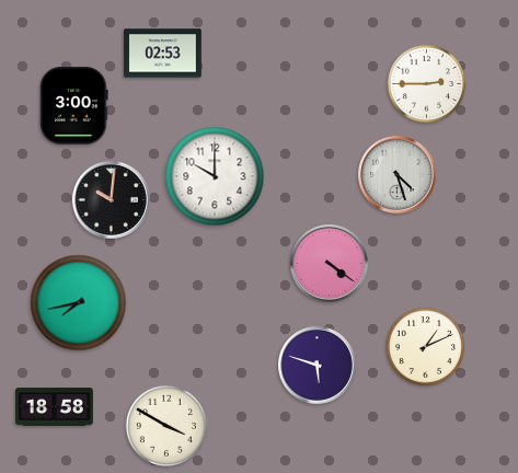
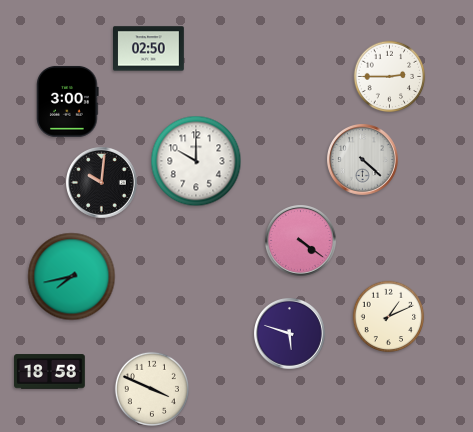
clock at (163, 54): 02:53 -> 02:50
clock at (74, 105) position: (74, 105) -> (68, 101)
clock at (398, 175): 4:27 -> 4:22
clock at (166, 426): 3:50 -> 3:49
